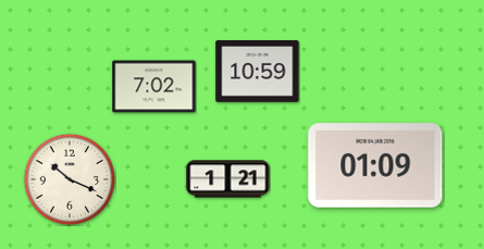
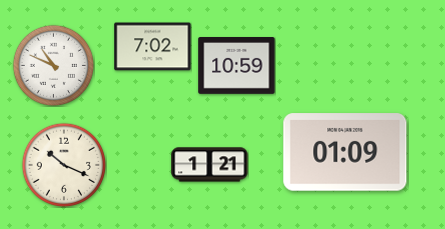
clock at (53, 65): none -> 10:49
clock at (154, 87) position: (154, 87) -> (153, 47)
